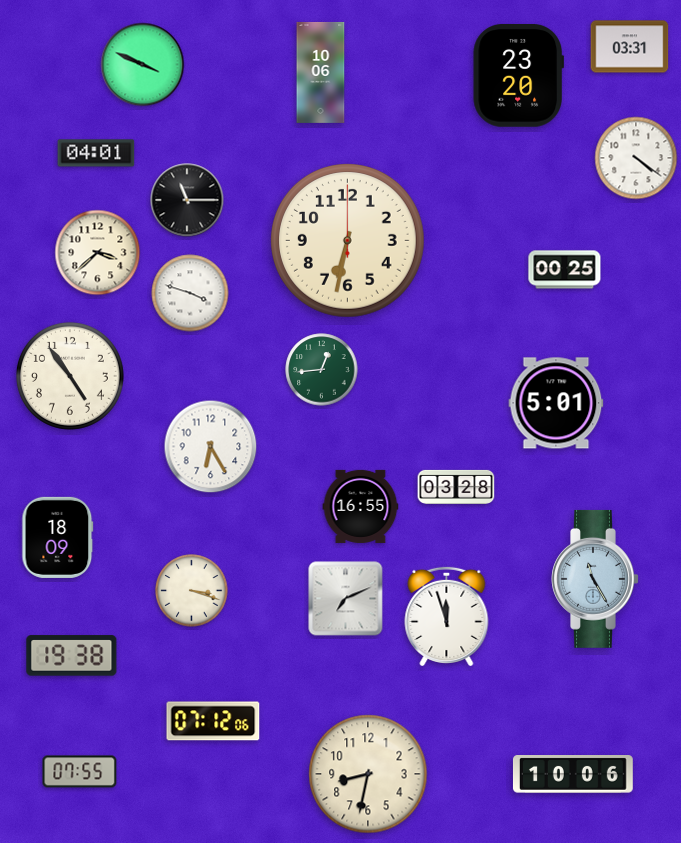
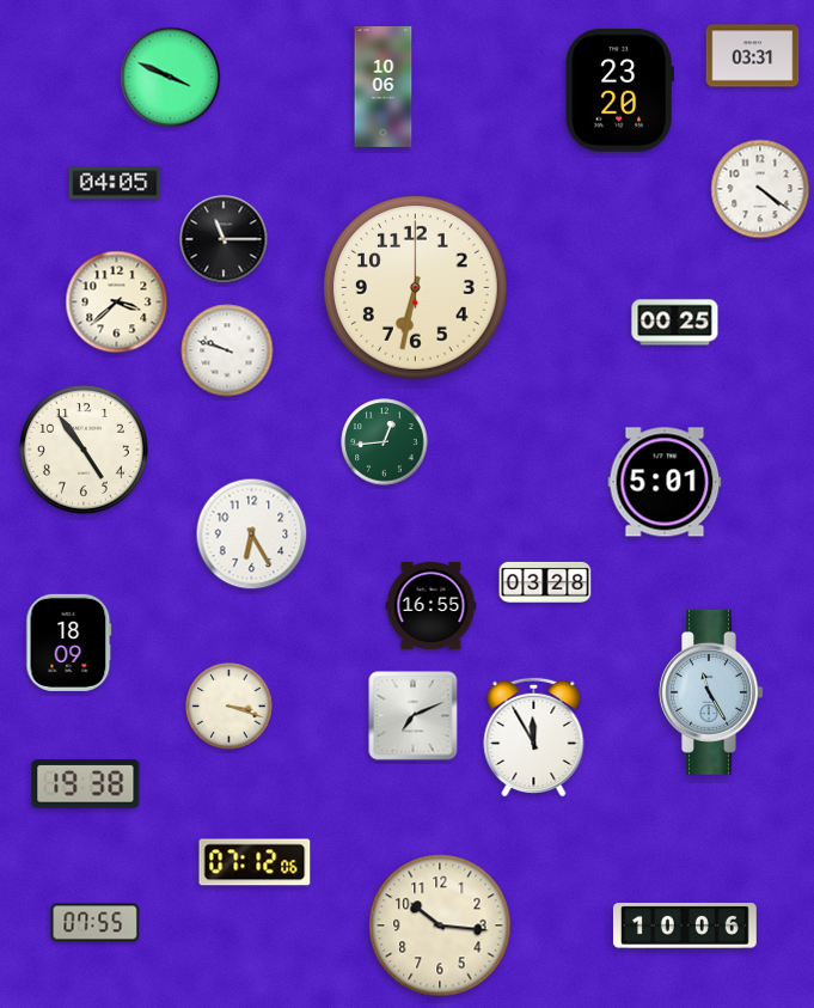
clock at (96, 153): 04:01 -> 04:05
clock at (190, 293): 3:48 -> 9:48
clock at (447, 615): 11:57 -> 11:55
clock at (368, 774): 8:32 -> 10:16
